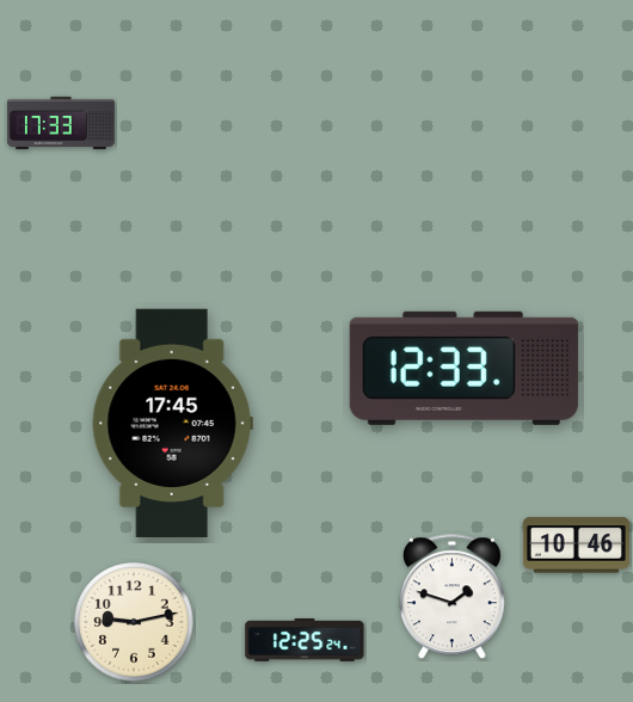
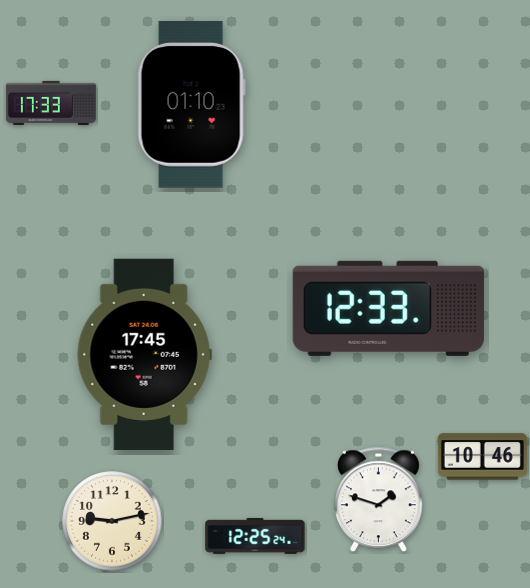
clock at (191, 105): none -> 01:10
